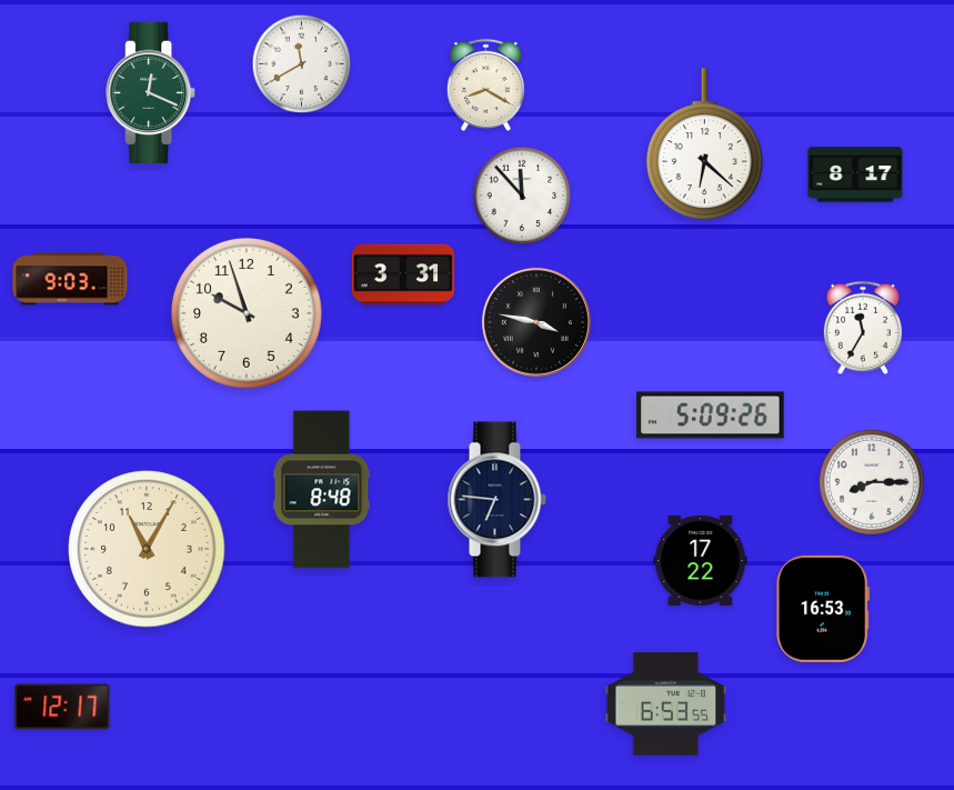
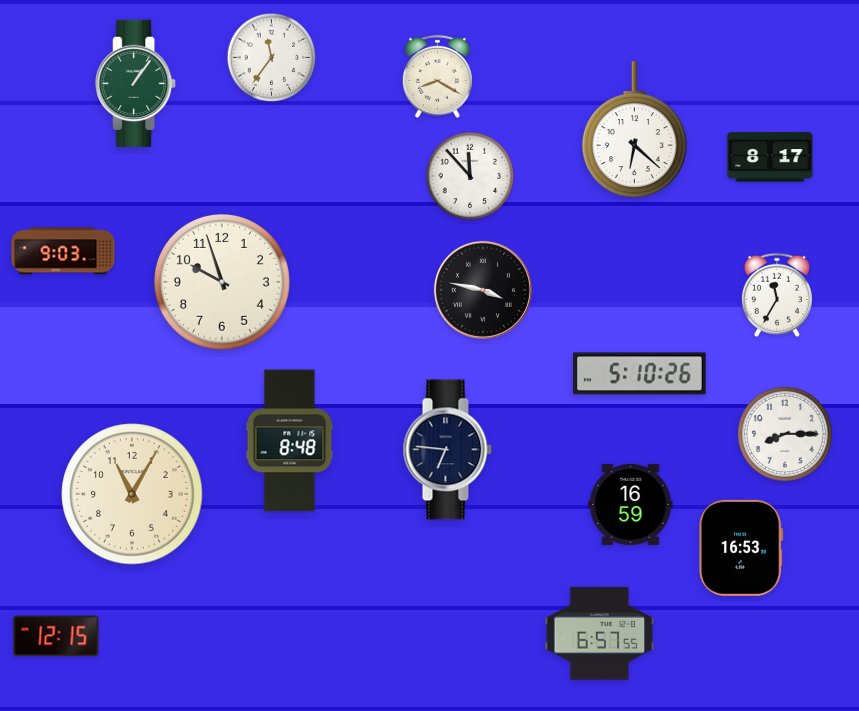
clock at (302, 64): 11:40 -> 11:36
clock at (151, 93): 12:19 -> 1:06
clock at (403, 274): 3:31 -> none
clock at (711, 416): 5:09 -> 5:10
clock at (701, 560): 17:22 -> 16:59
clock at (666, 704): 6:53 -> 6:57
clock at (62, 707): 12:17 -> 12:15
